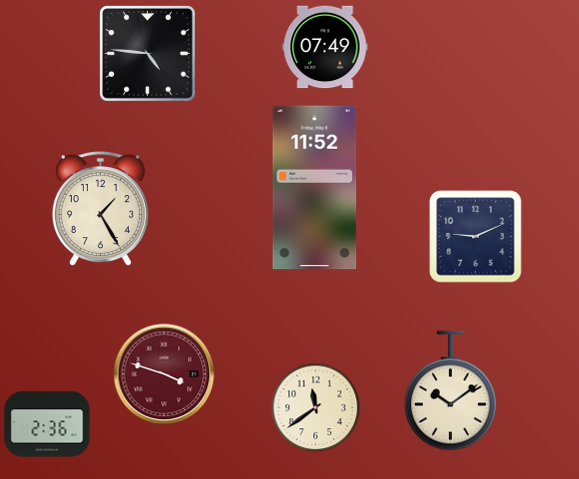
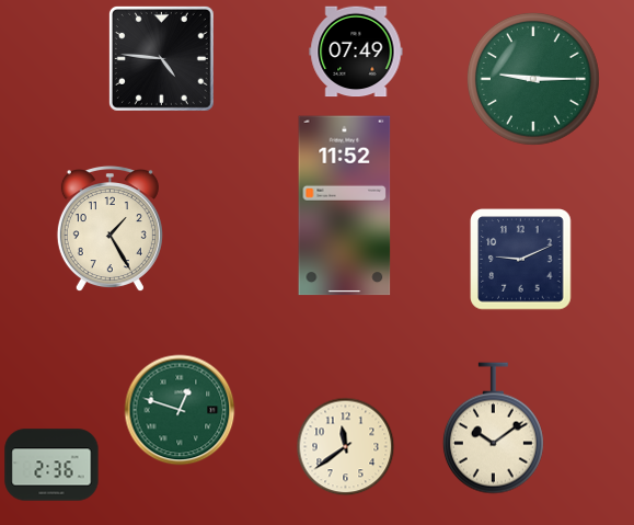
clock at (533, 79): none -> 9:15
clock at (164, 374): 3:48 -> 12:48
clock at (164, 374) dial: burgundy -> green
